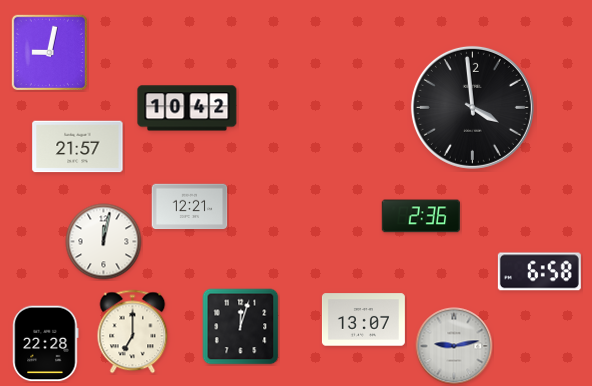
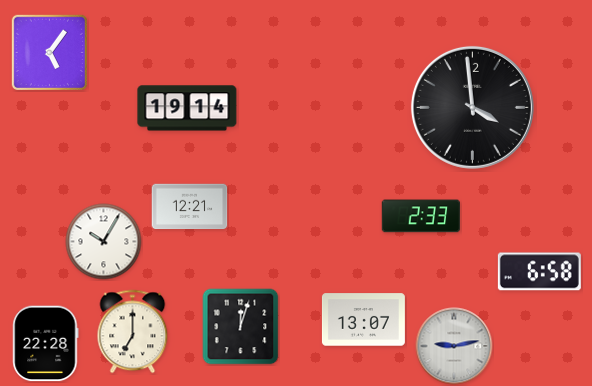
clock at (49, 52): 9:02 -> 5:06
clock at (187, 108): 10:42 -> 19:14
clock at (78, 147): 21:57 -> none
clock at (420, 216): 2:36 -> 2:33
clock at (104, 242): 12:02 -> 10:05
